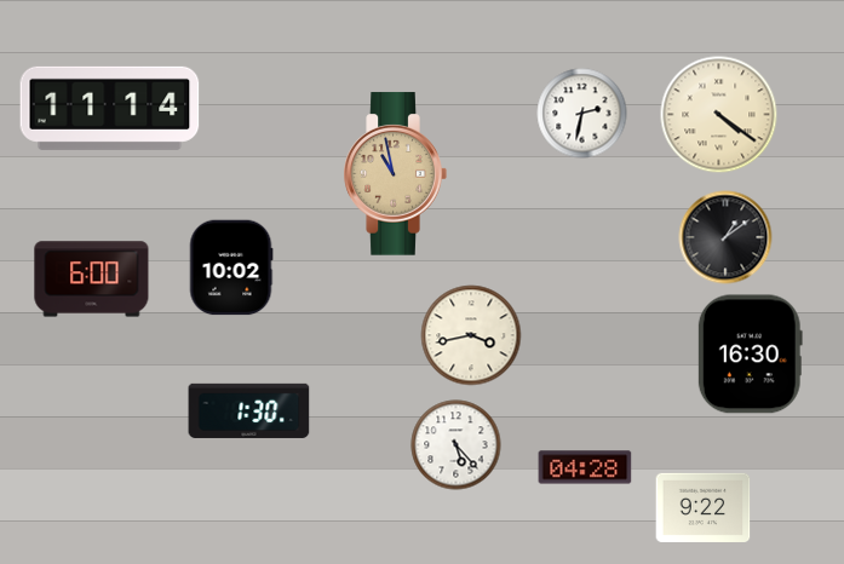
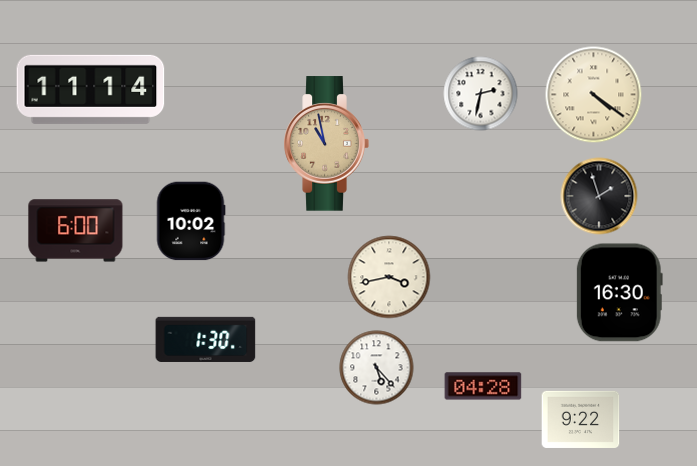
clock at (725, 237): 1:09 -> 1:57
